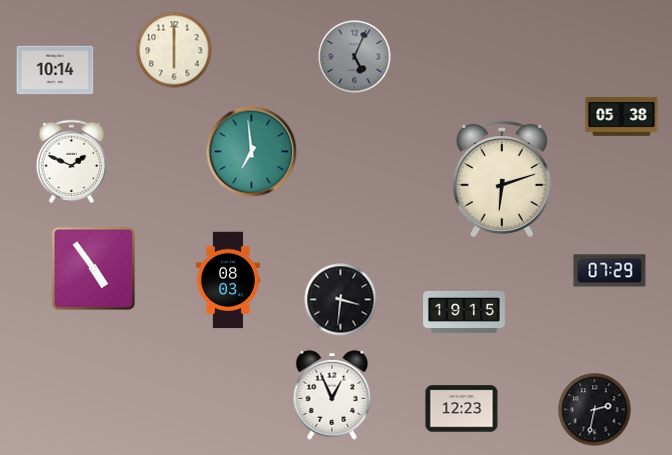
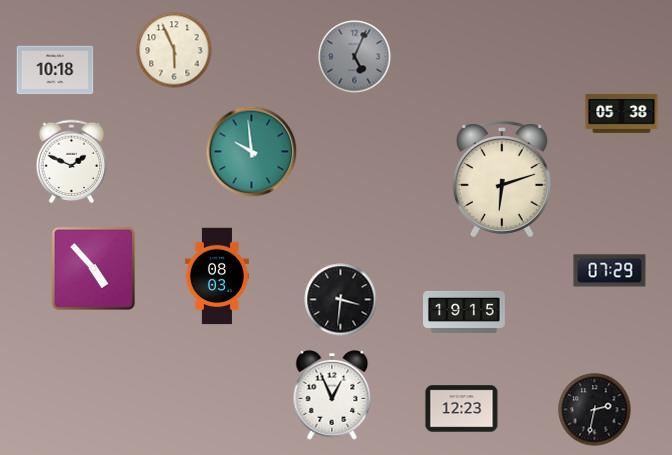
clock at (174, 50): 6:00 -> 5:56
clock at (55, 70): 10:14 -> 10:18
clock at (622, 116) position: (622, 116) -> (622, 113)
clock at (252, 152): 6:59 -> 9:59
clock at (94, 269): 4:54 -> 4:53
clock at (228, 280) position: (228, 280) -> (217, 276)
